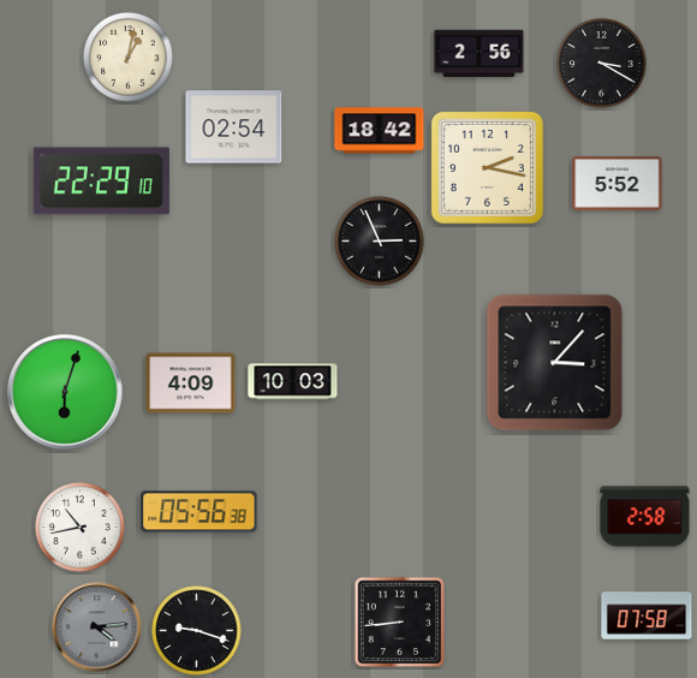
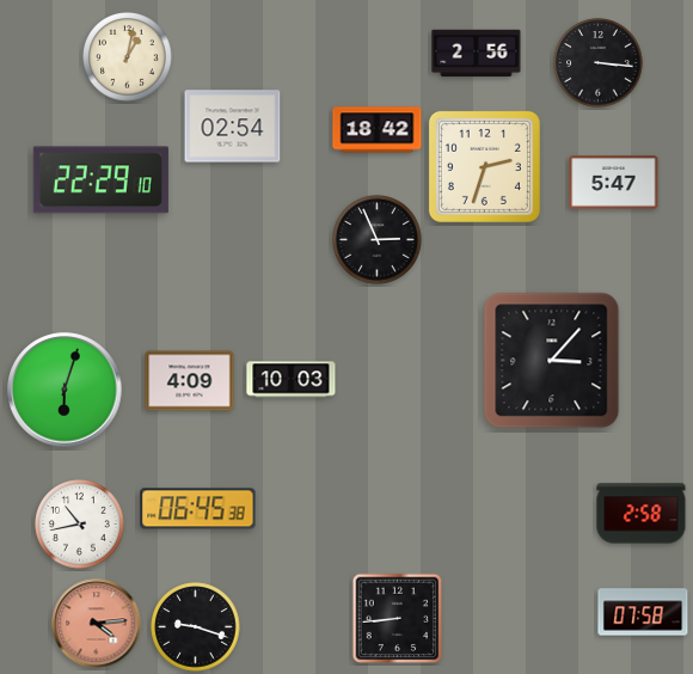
clock at (602, 64): 3:20 -> 3:16
clock at (487, 167): 2:17 -> 2:33
clock at (618, 184): 5:52 -> 5:47
clock at (199, 512): 05:56 -> 06:45
clock at (97, 628) dial: grey -> salmon
